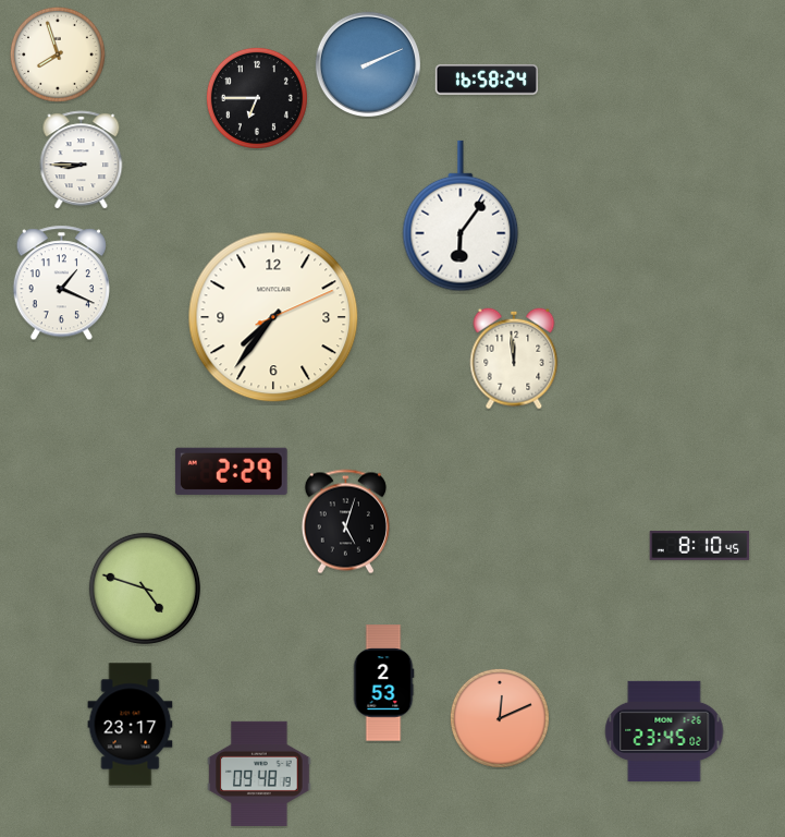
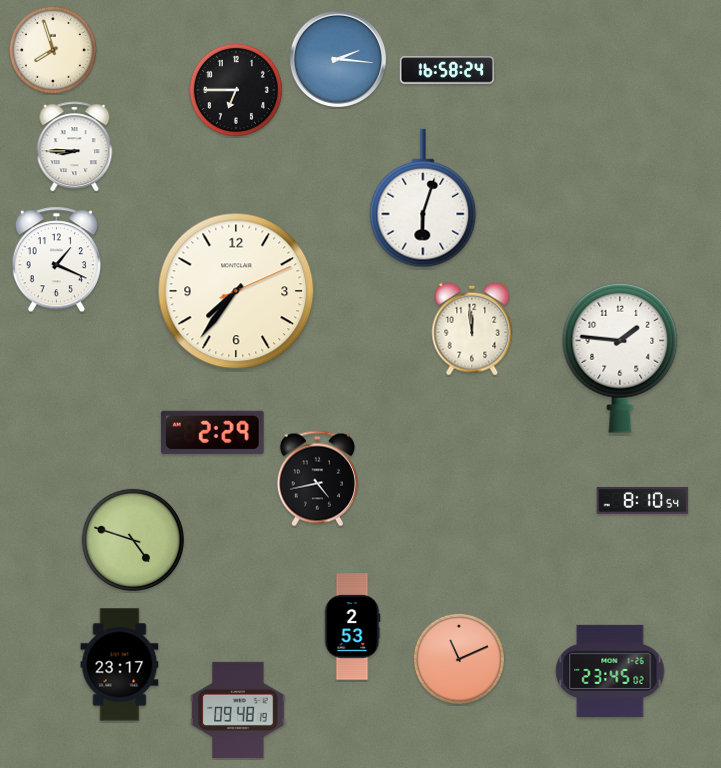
clock at (367, 63): 2:11 -> 2:16
clock at (486, 80) position: (486, 80) -> (446, 70)
clock at (461, 216): 6:06 -> 6:03
clock at (273, 317) position: (273, 317) -> (236, 291)
clock at (620, 358): none -> 1:46
clock at (345, 522): 5:03 -> 4:43
clock at (700, 546): 8:10:45 -> 8:10:54
clock at (500, 718): 12:11 -> 11:11
